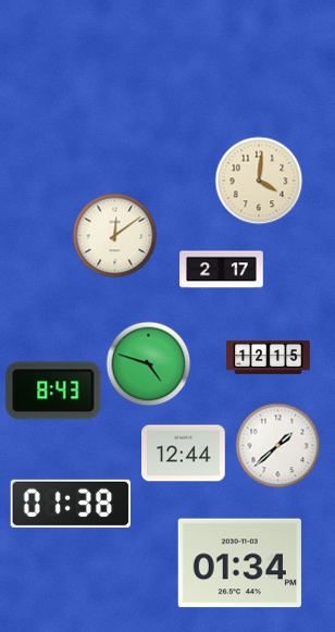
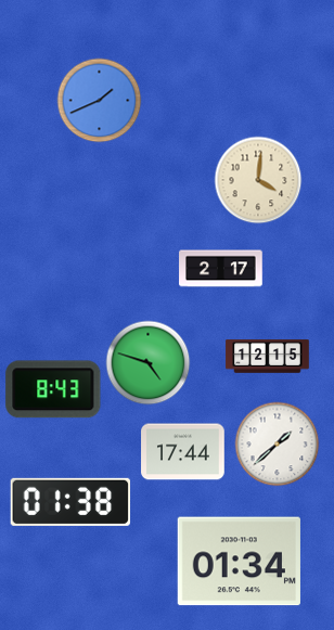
clock at (99, 100): none -> 1:41
clock at (114, 235): 12:09 -> none
clock at (184, 454): 12:44 -> 17:44
